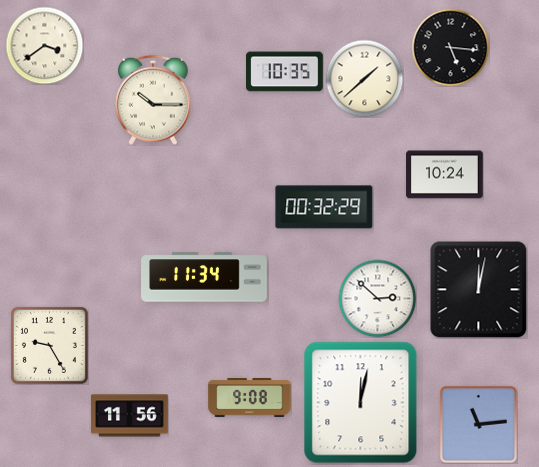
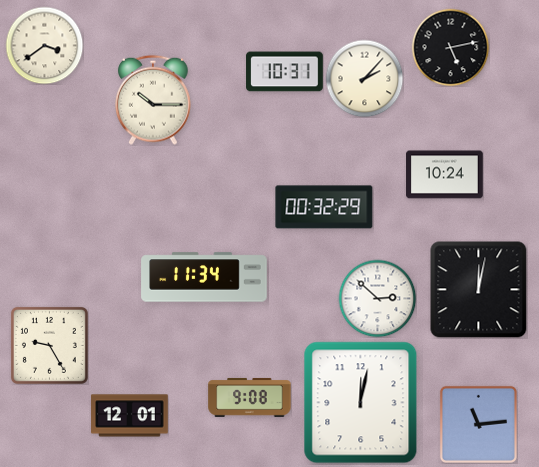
clock at (450, 47): 5:16 -> 5:13
clock at (285, 72): 10:35 -> 10:31
clock at (364, 78): 1:38 -> 2:07
clock at (130, 416): 11:56 -> 12:01
